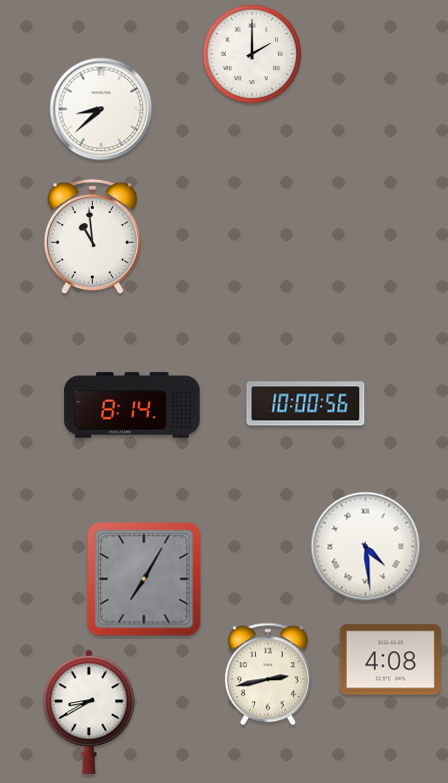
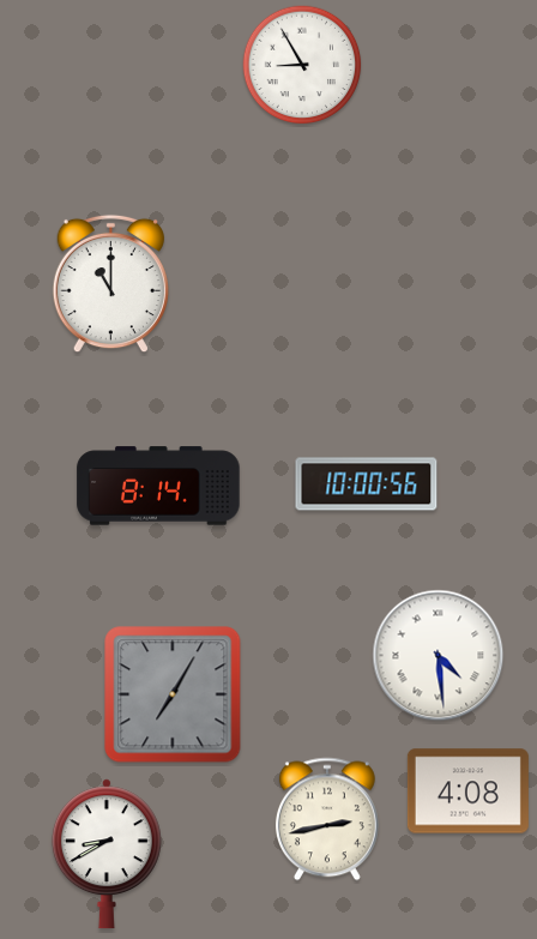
clock at (252, 54): 2:00 -> 8:55
clock at (101, 109): 8:38 -> none
clock at (92, 237): 10:59 -> 11:00
clock at (268, 674) position: (268, 674) -> (327, 819)
